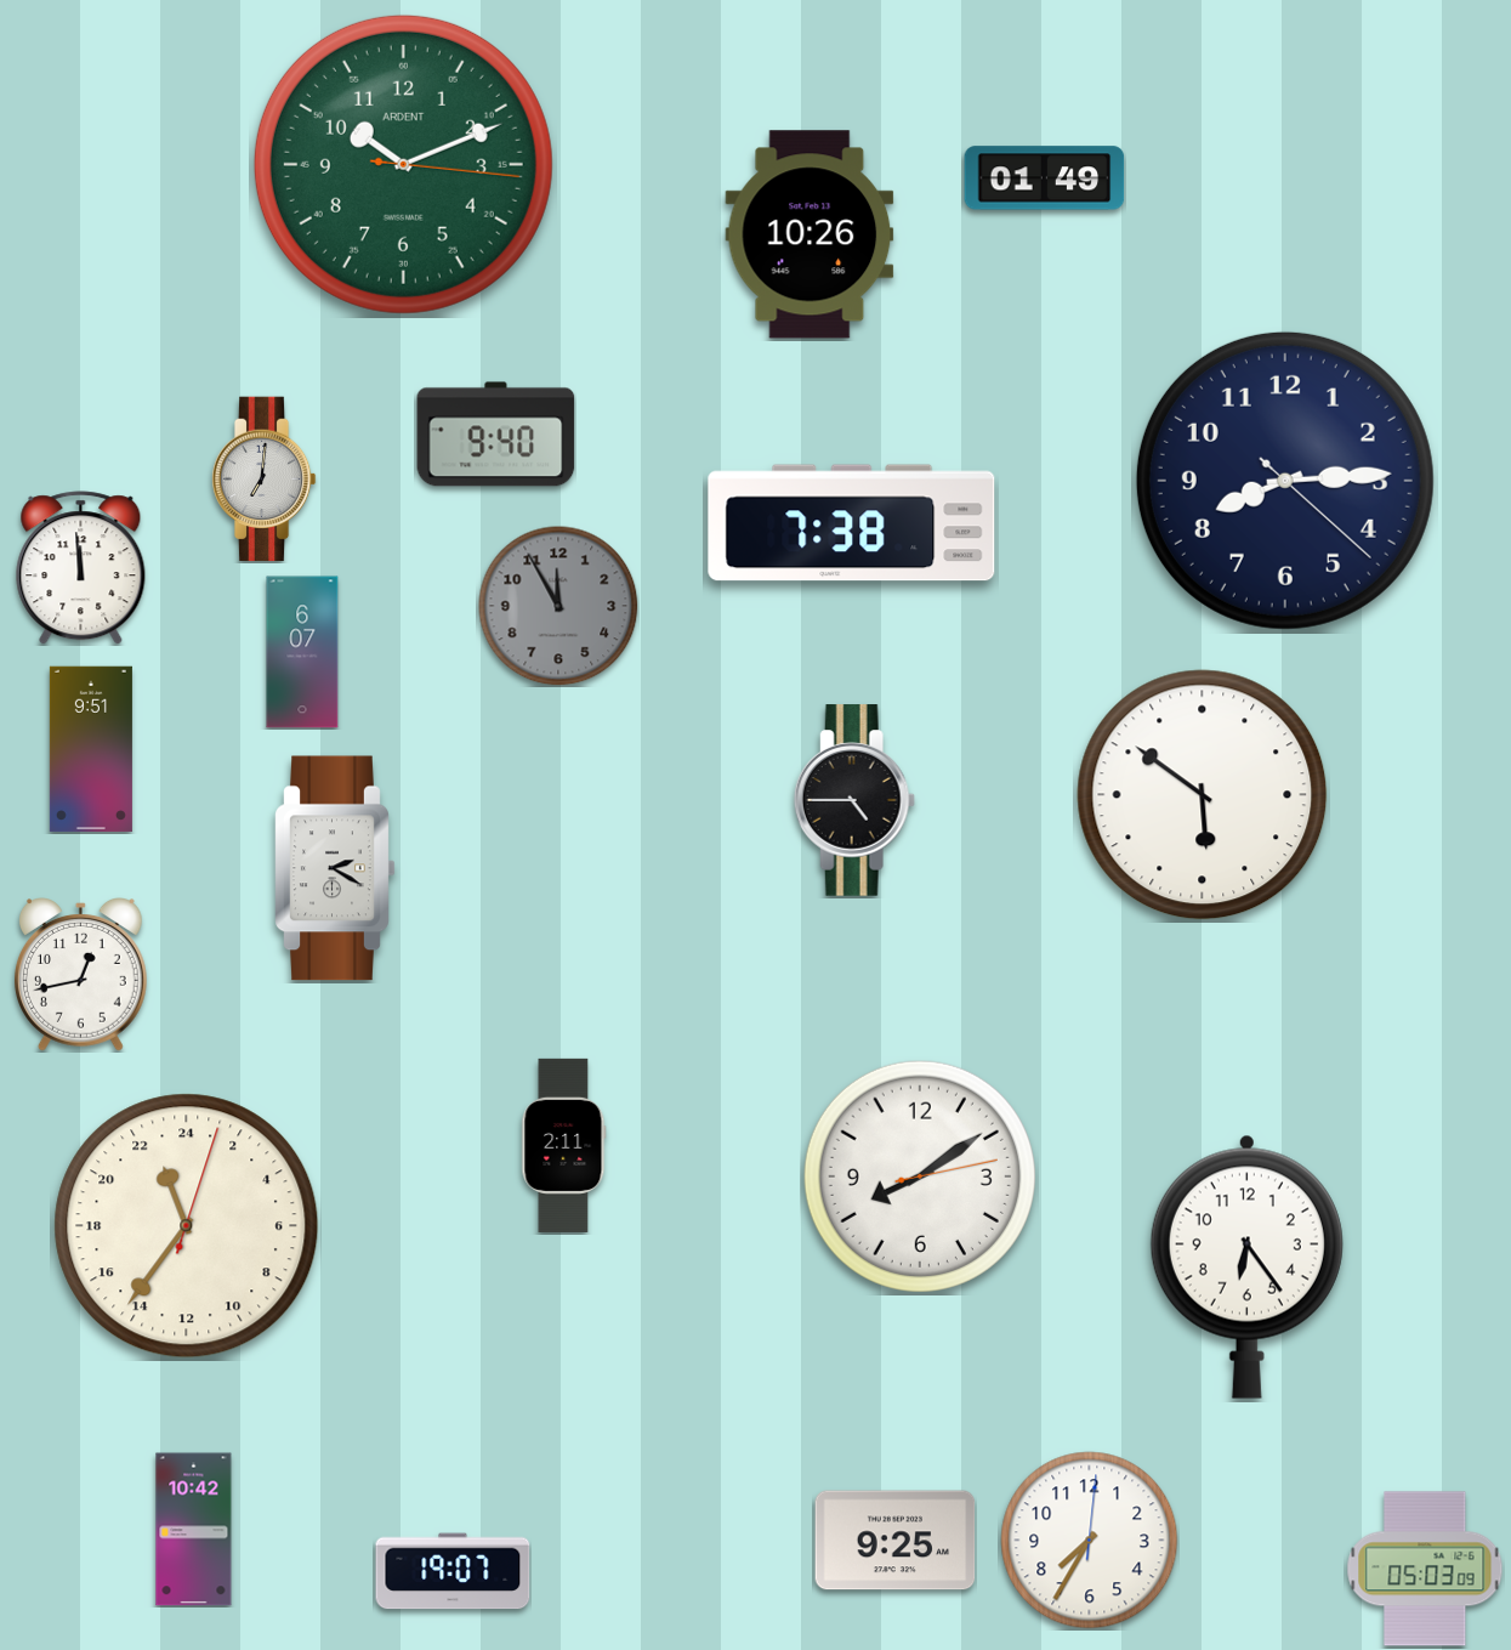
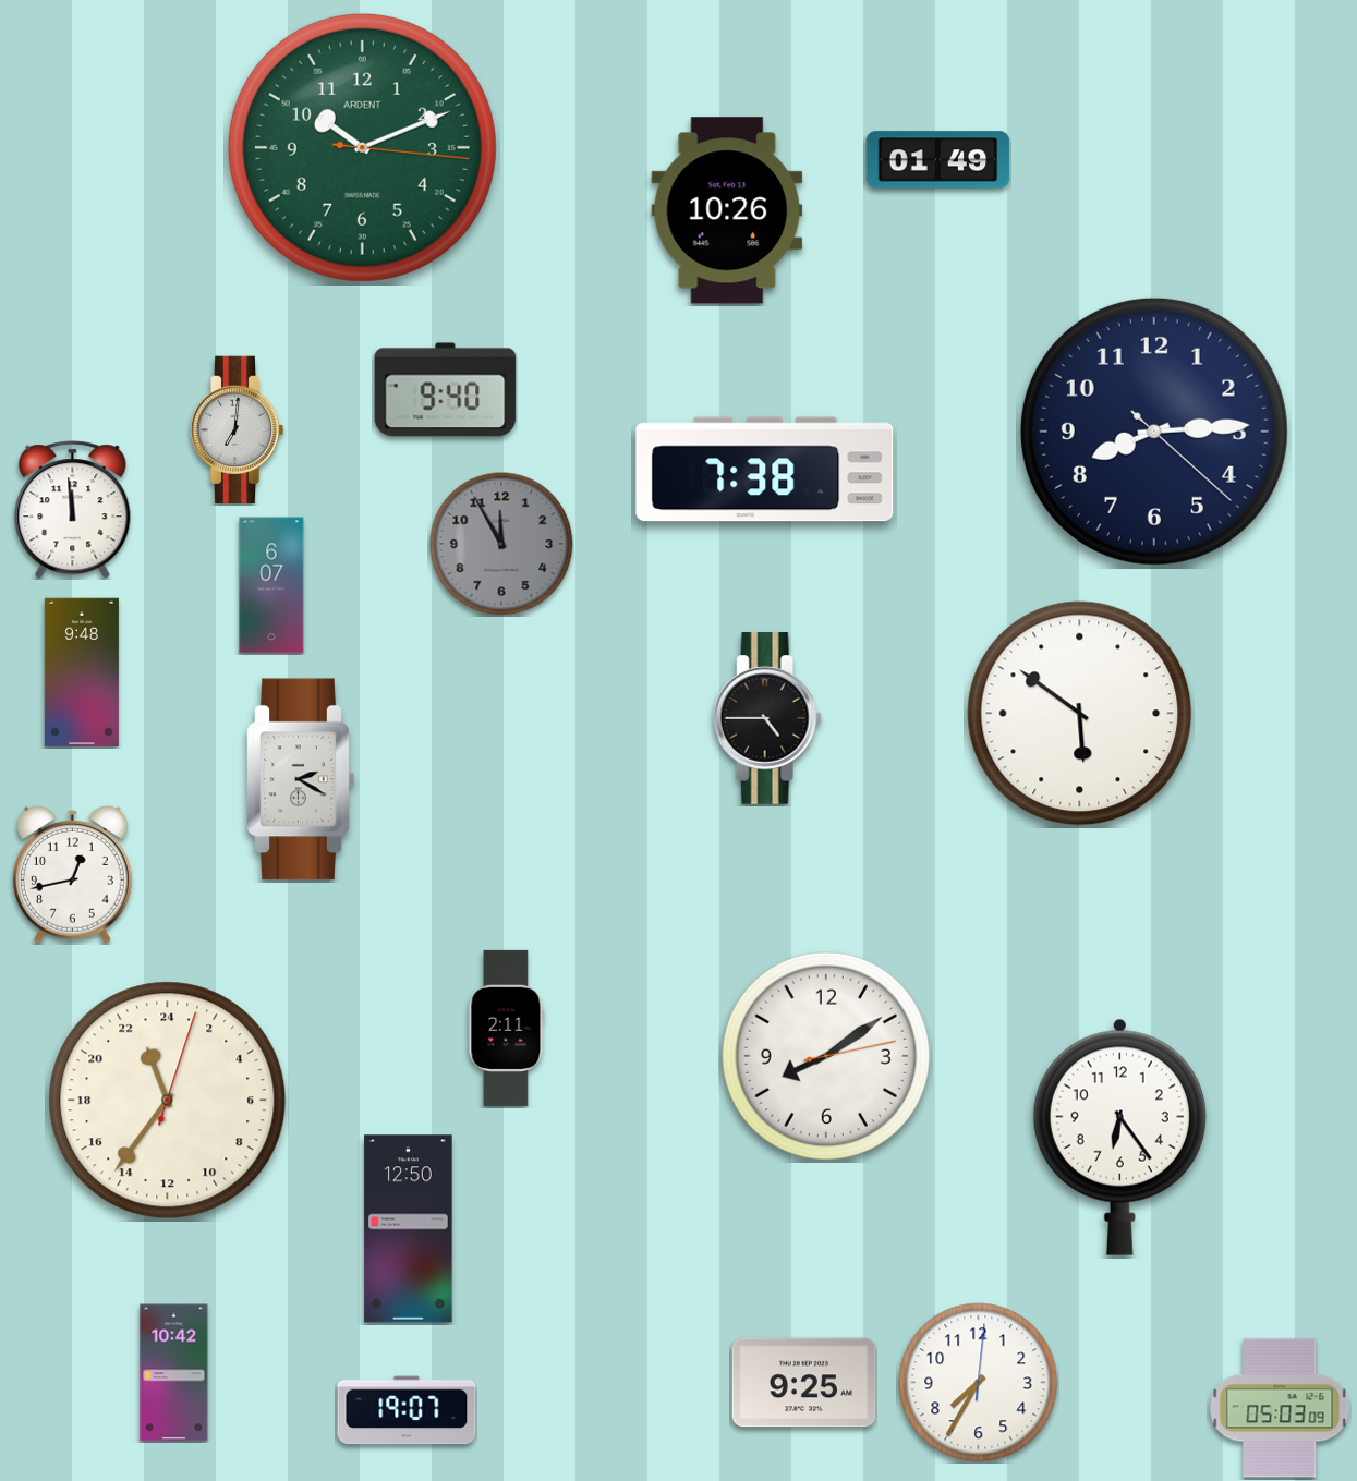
clock at (91, 749): 9:51 -> 9:48
clock at (409, 1229): none -> 12:50
